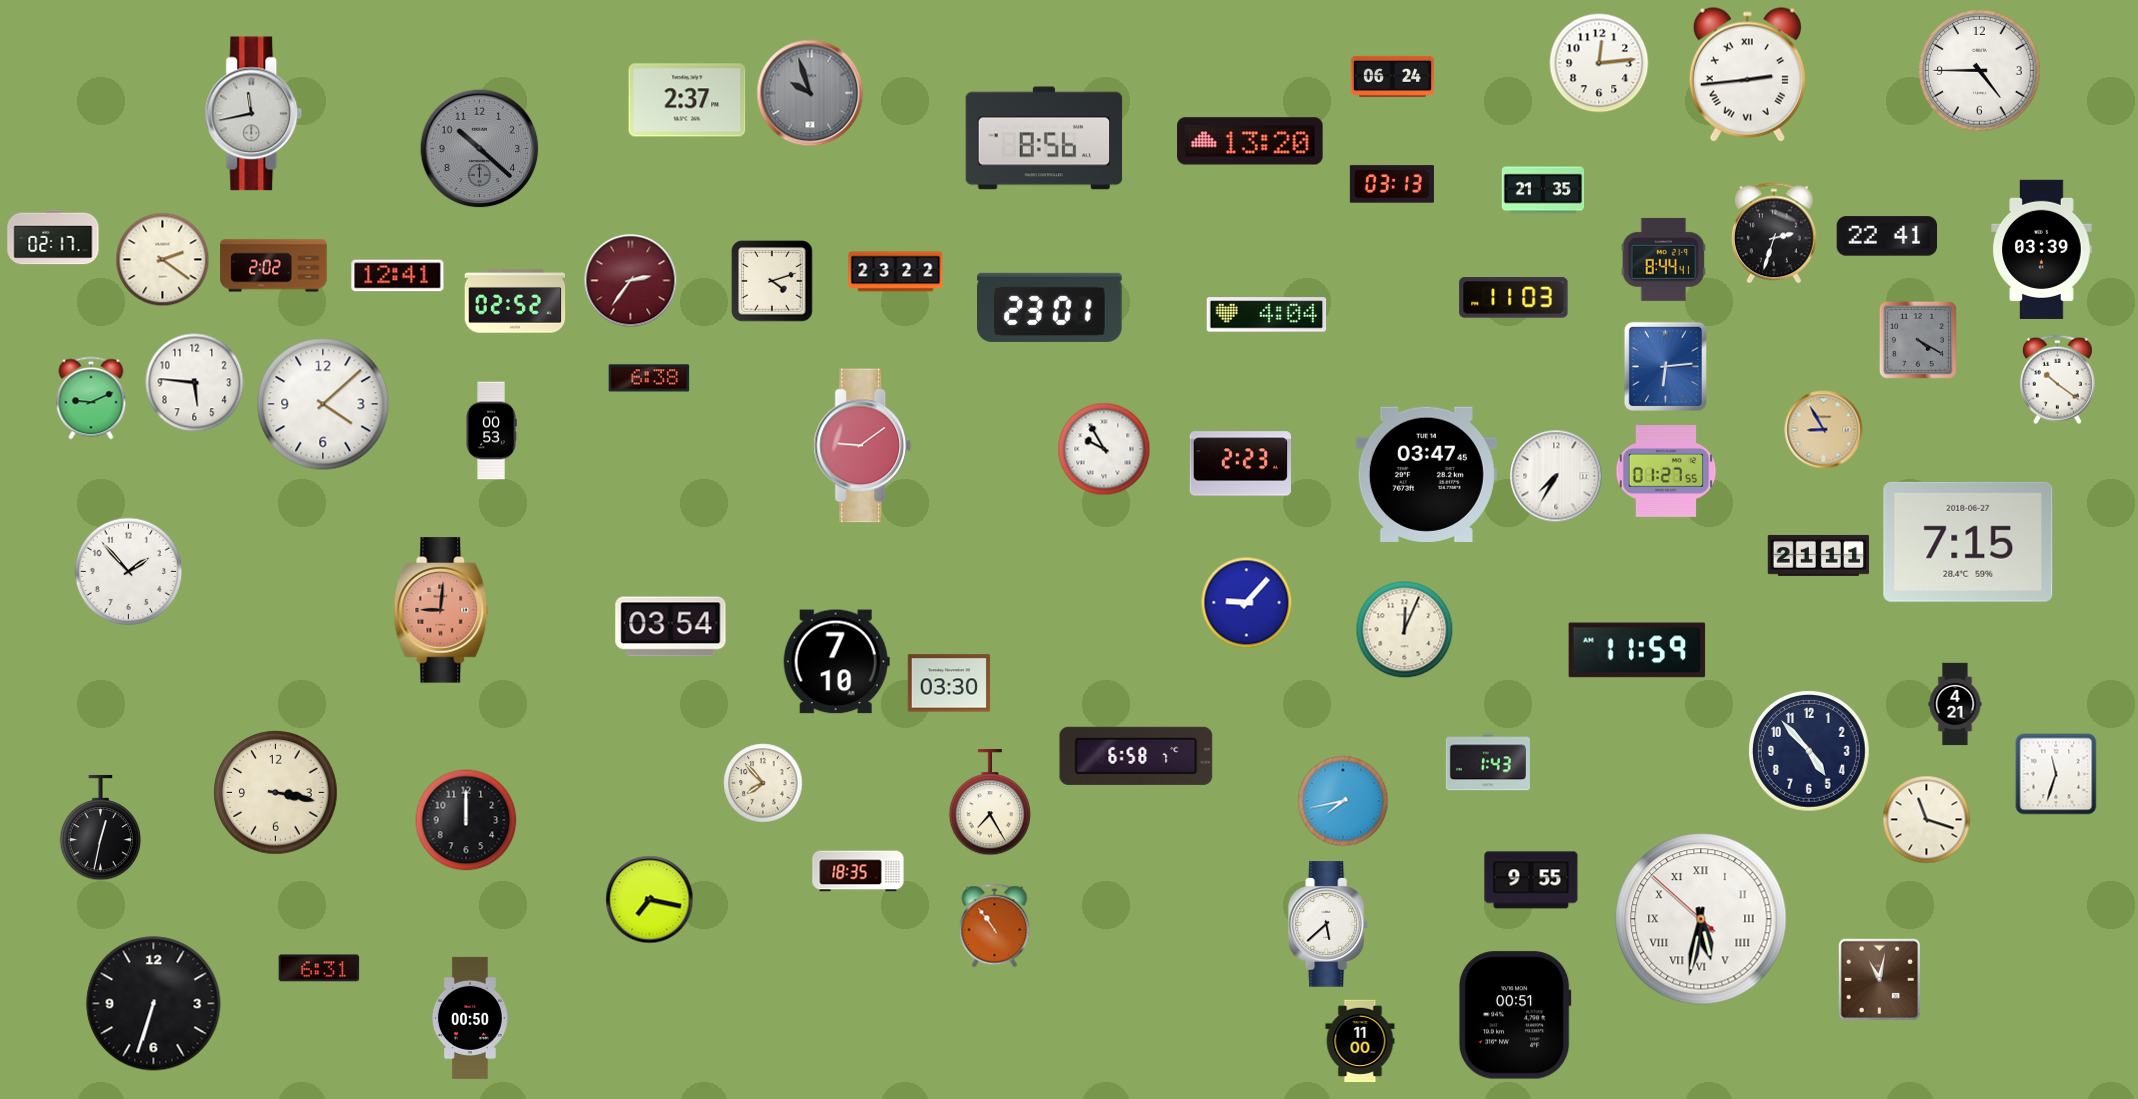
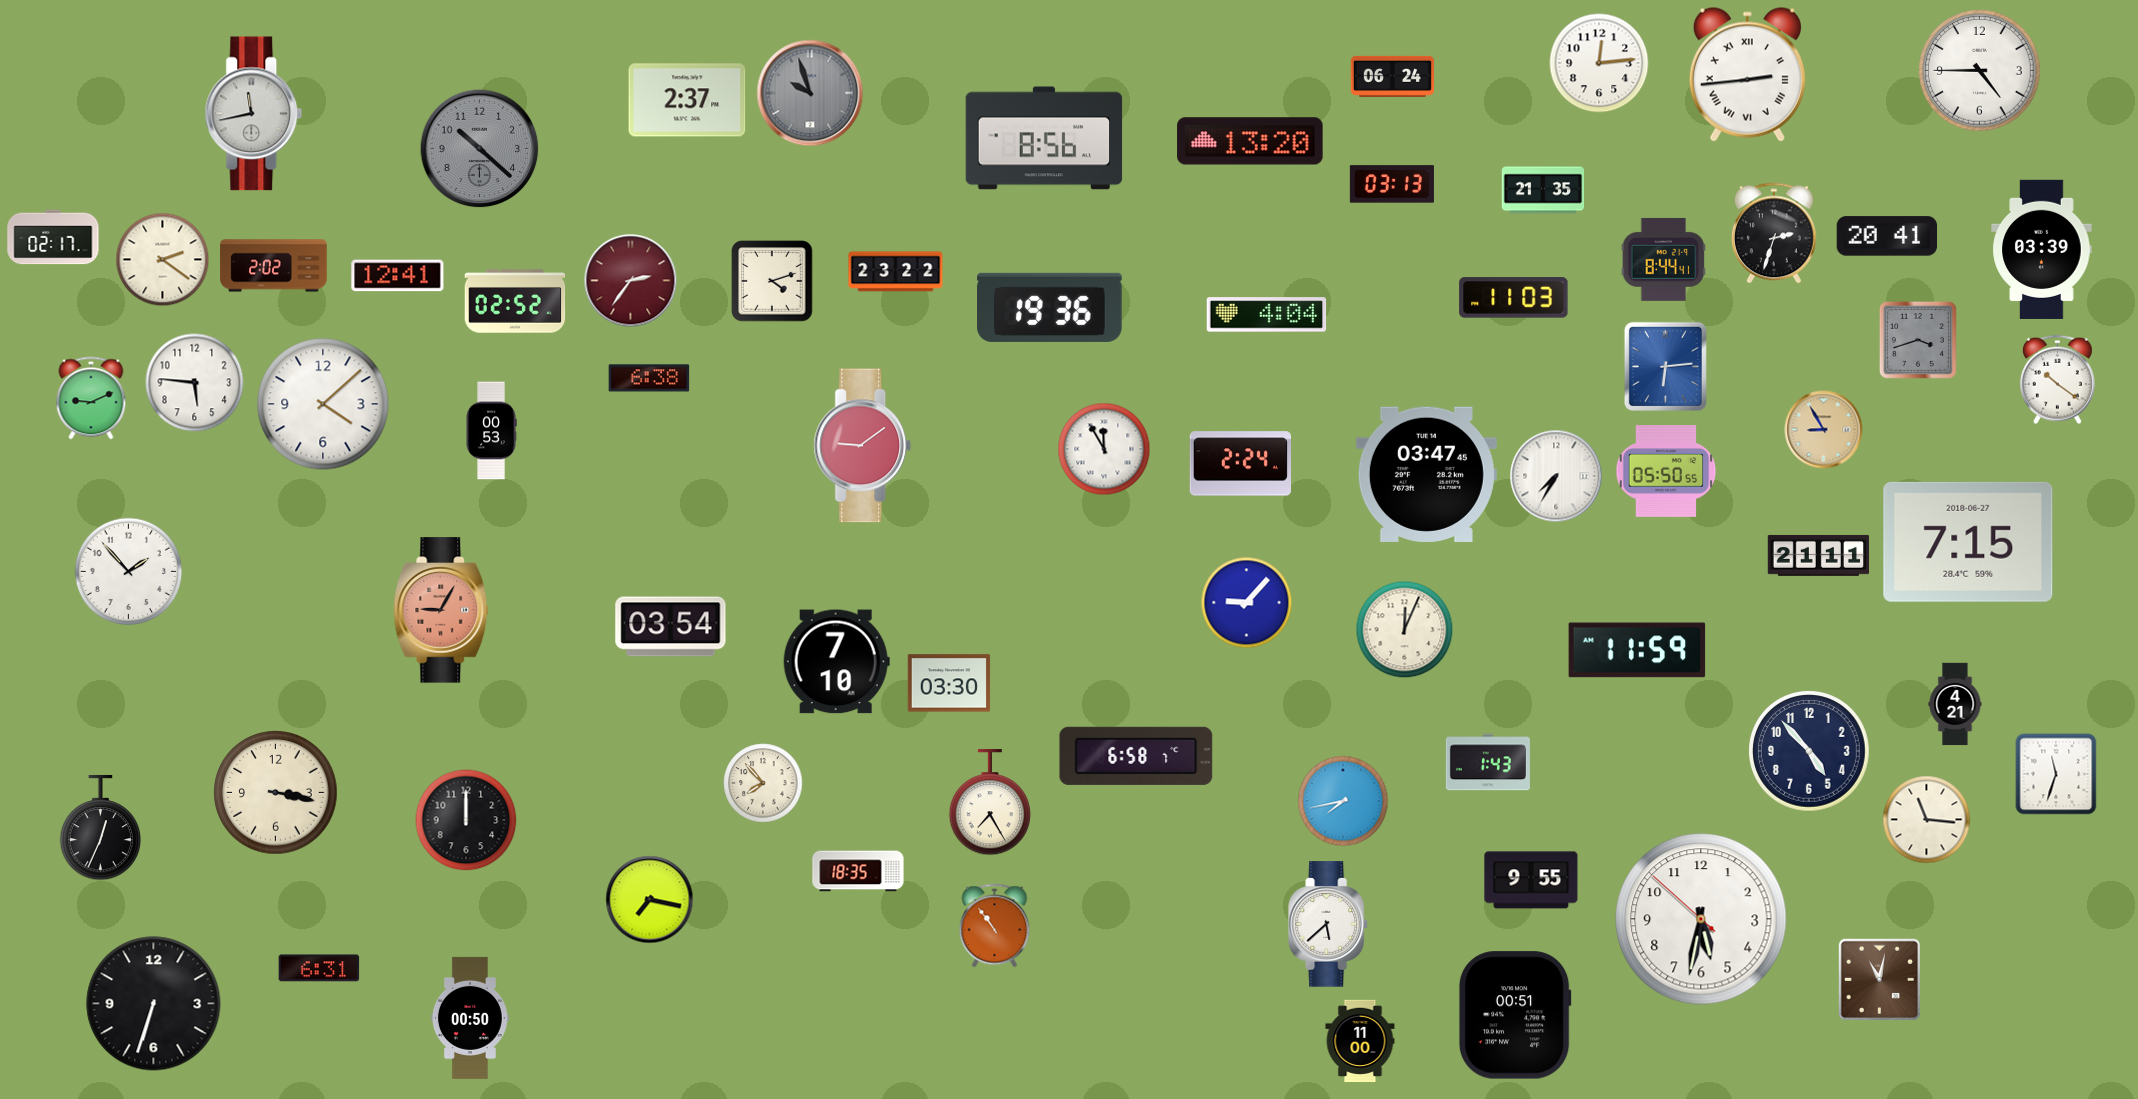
clock at (1887, 236): 22:41 -> 20:41
clock at (1050, 307): 23:01 -> 19:36
clock at (1918, 340): 4:20 -> 3:42
clock at (1104, 449): 9:55 -> 11:55
clock at (1240, 464): 2:23 -> 2:24
clock at (1666, 472): 01:27 -> 05:50
clock at (441, 610): 9:01 -> 9:05
clock at (1927, 820): 11:18 -> 11:16
clock at (101, 828): 12:32 -> 12:34
clock at (1701, 919) numerals: Roman -> Arabic
